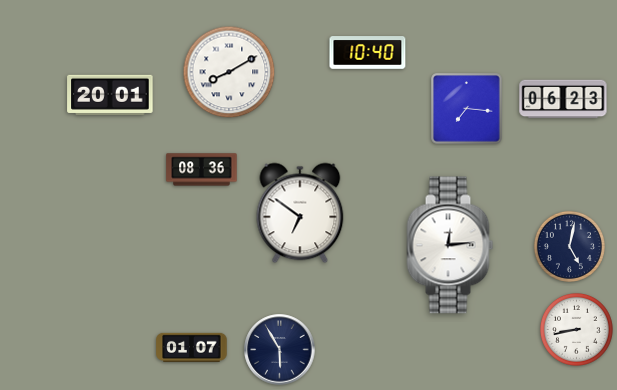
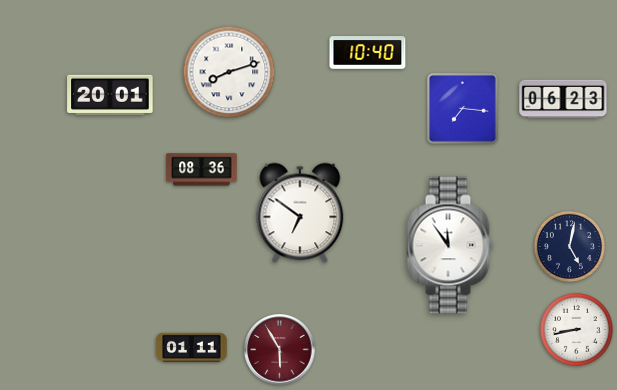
clock at (229, 72): 8:10 -> 8:12
clock at (467, 109) position: (467, 109) -> (463, 109)
clock at (450, 245): 12:14 -> 11:54
clock at (192, 347): 01:07 -> 01:11
clock at (280, 350) dial: navy -> burgundy
